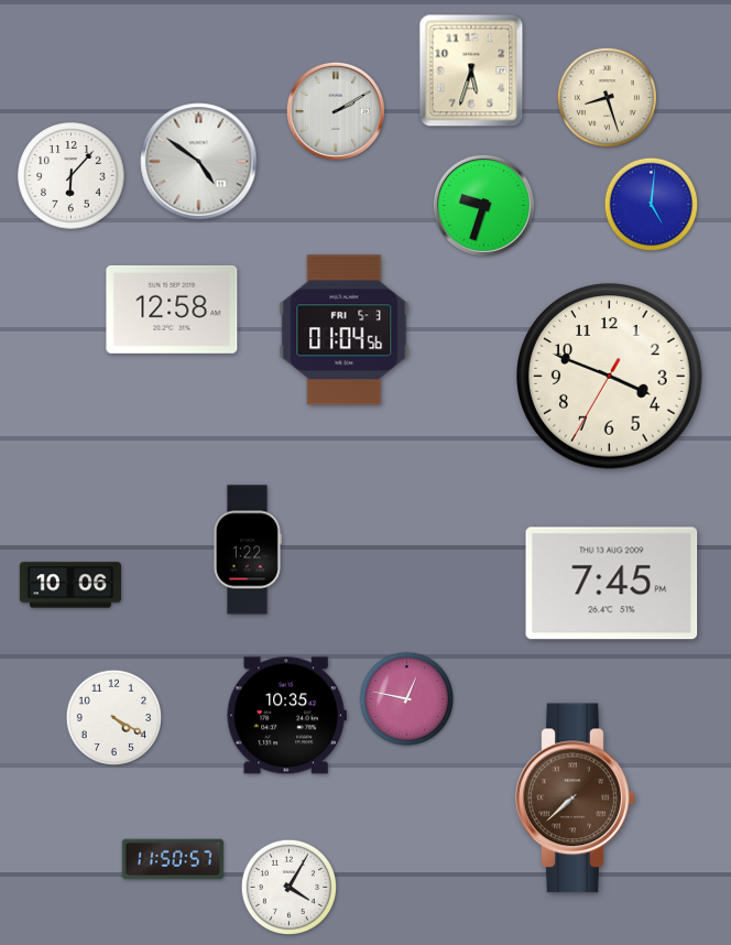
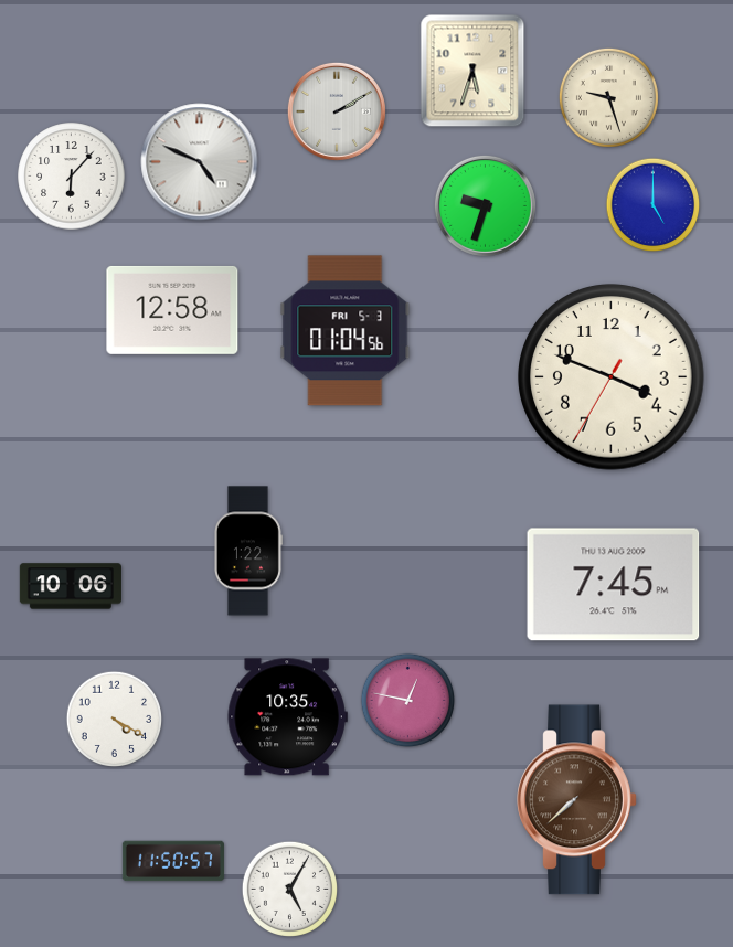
clock at (607, 97): 8:27 -> 9:27
clock at (199, 162): 4:51 -> 4:49
clock at (652, 205): 5:01 -> 5:00
clock at (288, 887): 4:05 -> 5:05
